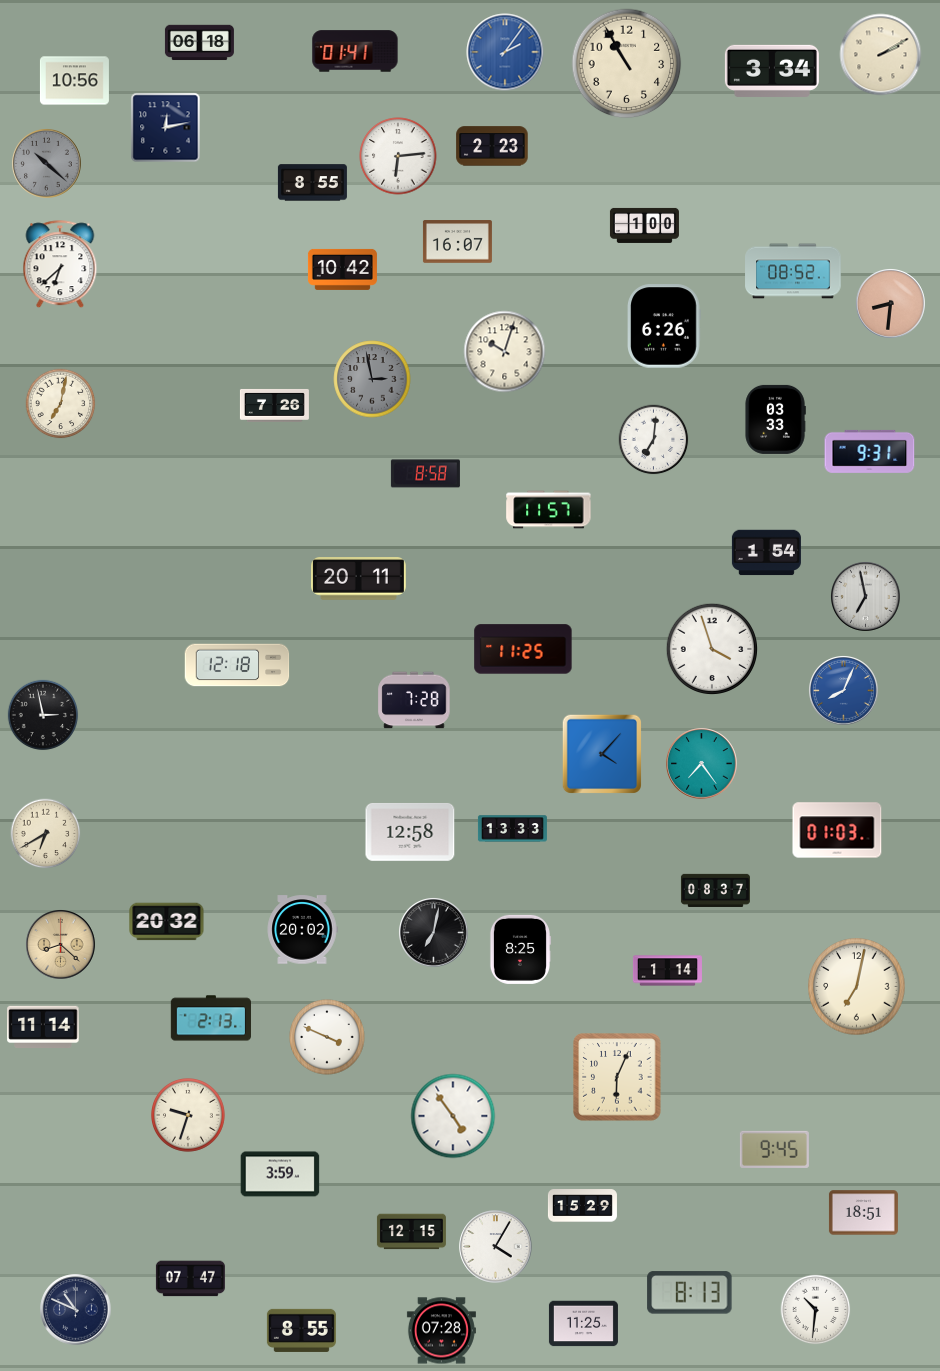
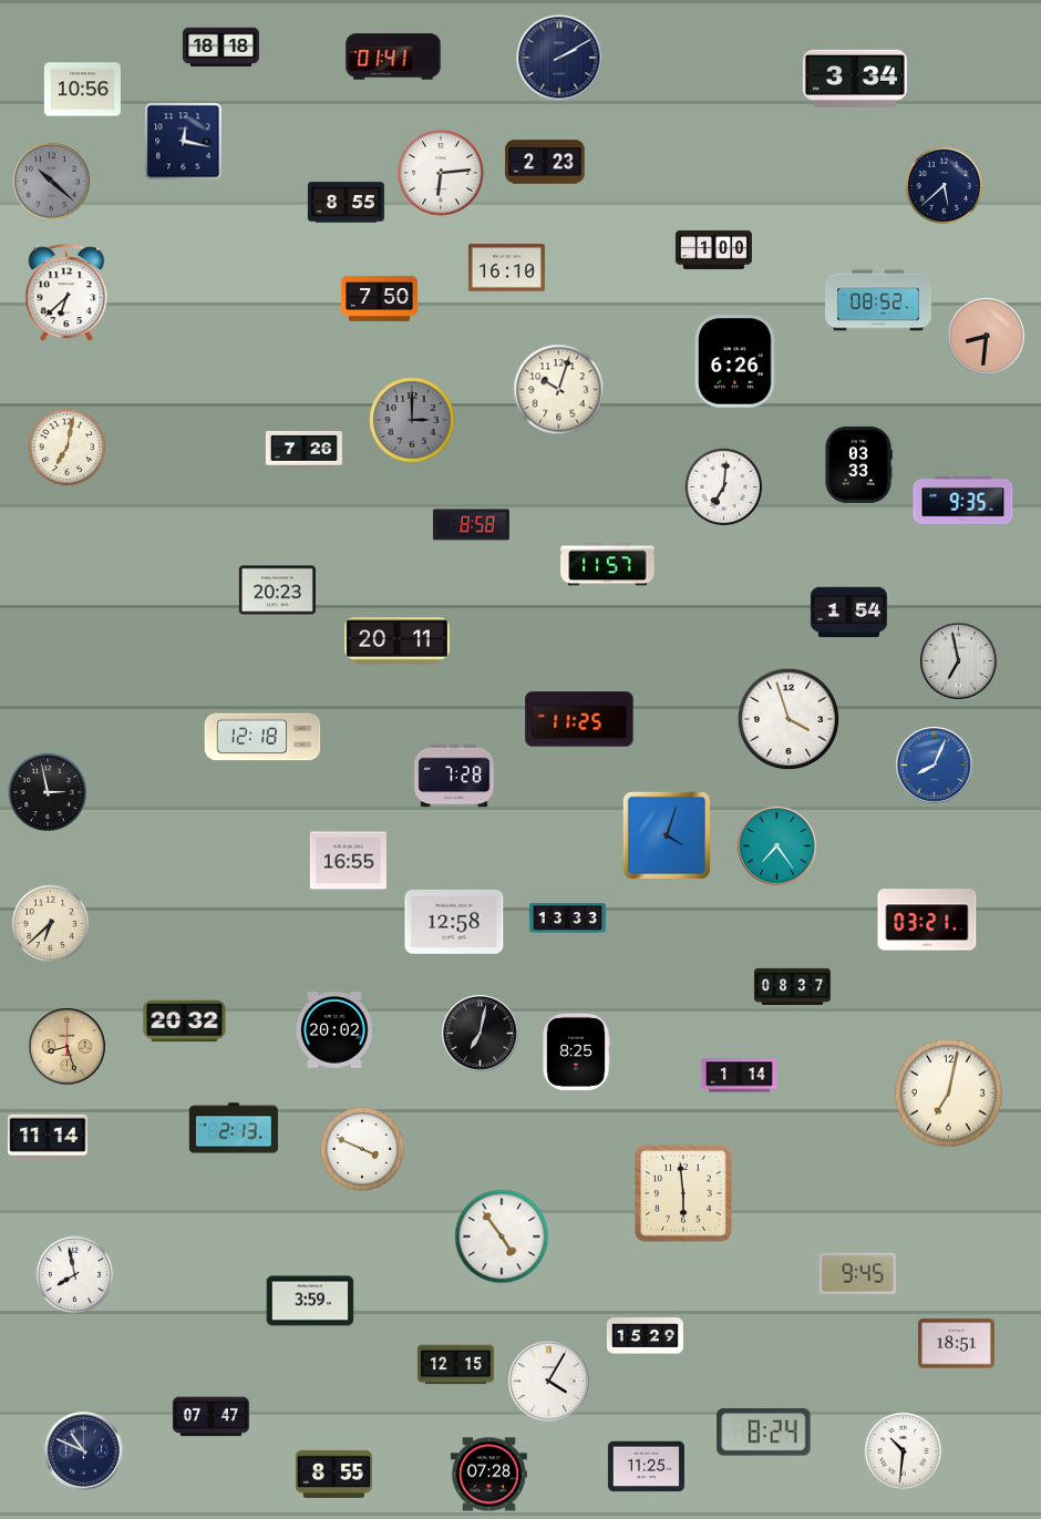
clock at (199, 43): 06:18 -> 18:18
clock at (505, 52): 2:06 -> 2:10
clock at (505, 52) dial: blue -> navy
clock at (881, 55): 2:10 -> none
clock at (627, 64): 10:55 -> none
clock at (166, 128): 12:13 -> 12:17
clock at (945, 186): none -> 5:38
clock at (457, 242): 16:07 -> 16:10
clock at (342, 269): 10:42 -> 7:50
clock at (372, 379): 2:58 -> 3:00
clock at (870, 451): 9:31 -> 9:35
clock at (277, 591): none -> 20:23
clock at (414, 700) position: (414, 700) -> (454, 776)
clock at (601, 753): 4:07 -> 4:03
clock at (348, 861): none -> 16:55
clock at (837, 830): 01:03 -> 03:21
clock at (46, 834): 6:40 -> 6:38
clock at (61, 945): 8:22 -> 8:27
clock at (617, 1077): 6:04 -> 5:59
clock at (189, 1116): 9:33 -> none
clock at (75, 1275): none -> 7:58
clock at (690, 1293): 8:13 -> 8:24
